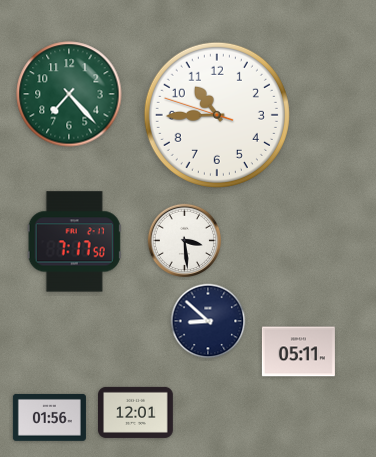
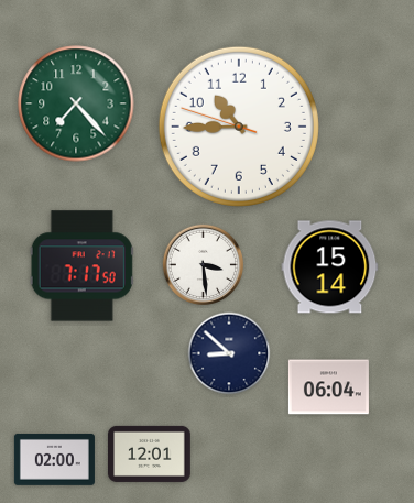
clock at (330, 267): none -> 15:14
clock at (298, 352): 05:11 -> 06:04
clock at (49, 418): 01:56 -> 02:00
